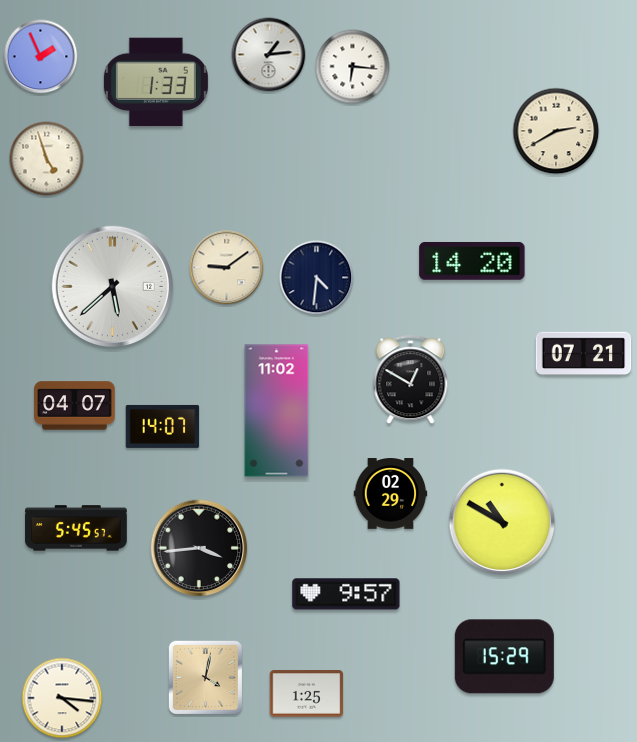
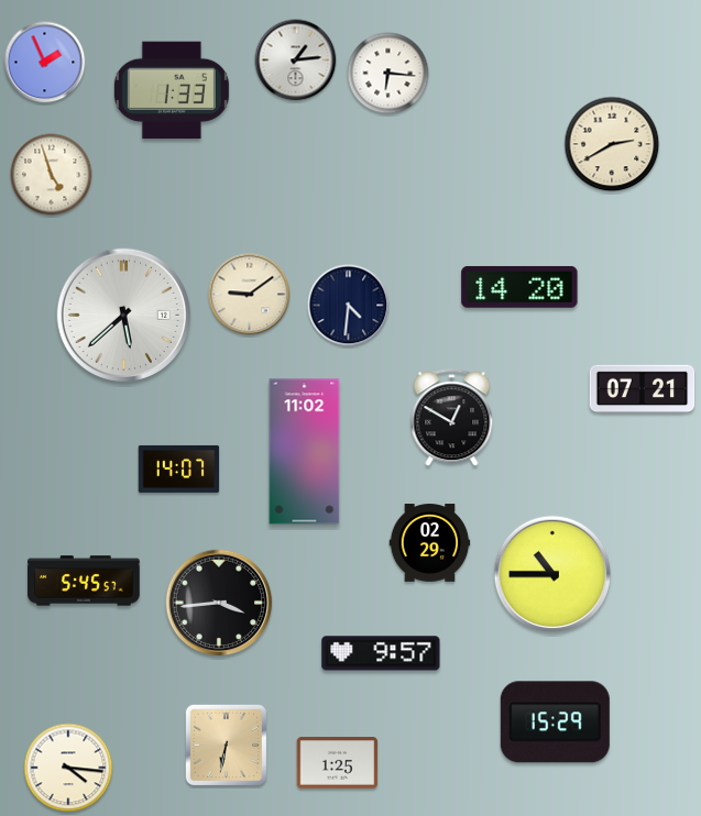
clock at (75, 406): 04:07 -> none
clock at (502, 522): 10:50 -> 10:45
clock at (206, 678): 4:02 -> 6:32
